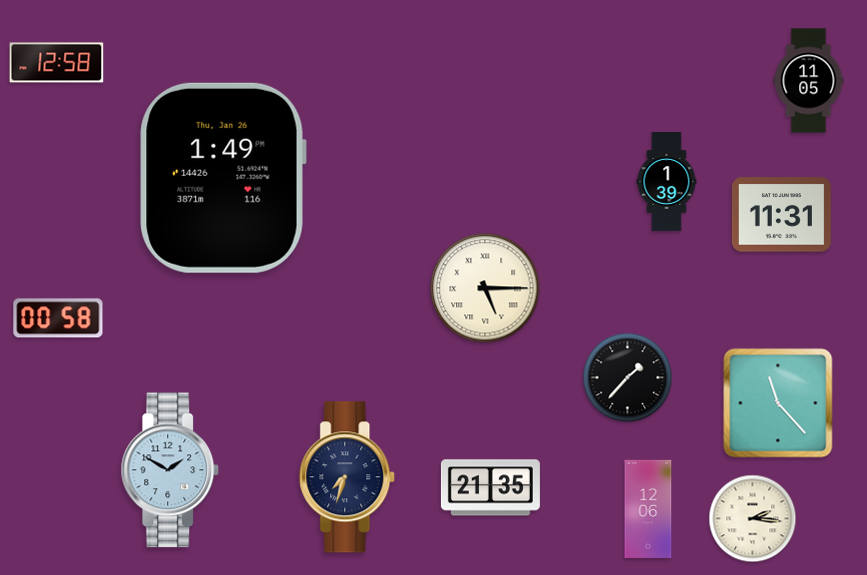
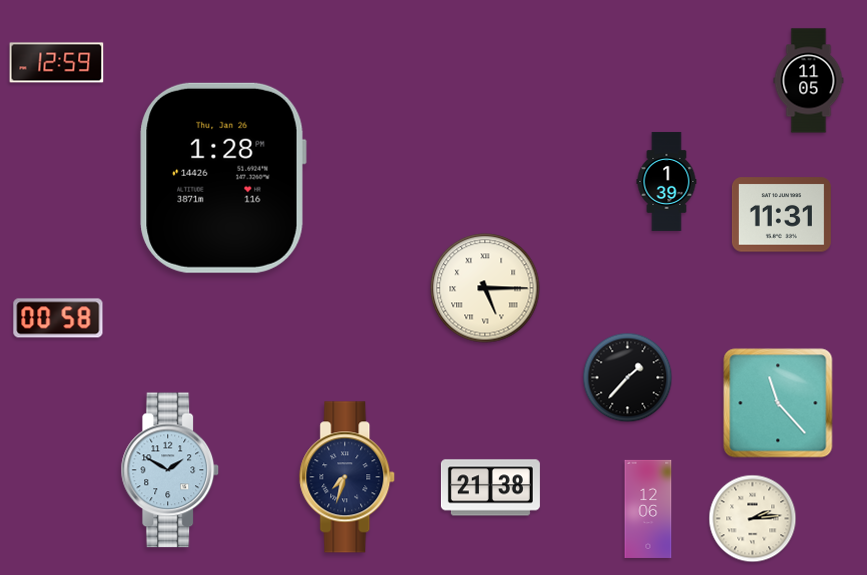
clock at (57, 63): 12:58 -> 12:59
clock at (223, 178): 1:49 -> 1:28
clock at (490, 488): 21:35 -> 21:38
clock at (753, 519): 2:16 -> 2:14
